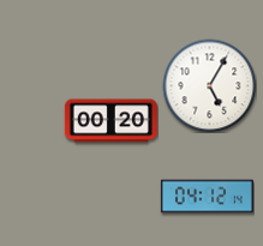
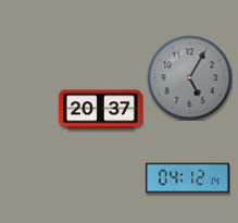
clock at (209, 85) dial: white -> grey
clock at (110, 121): 00:20 -> 20:37
